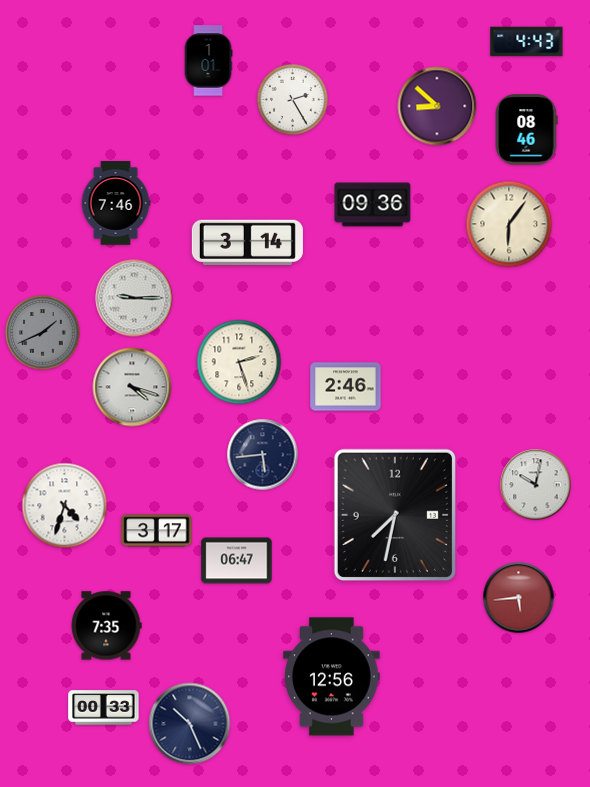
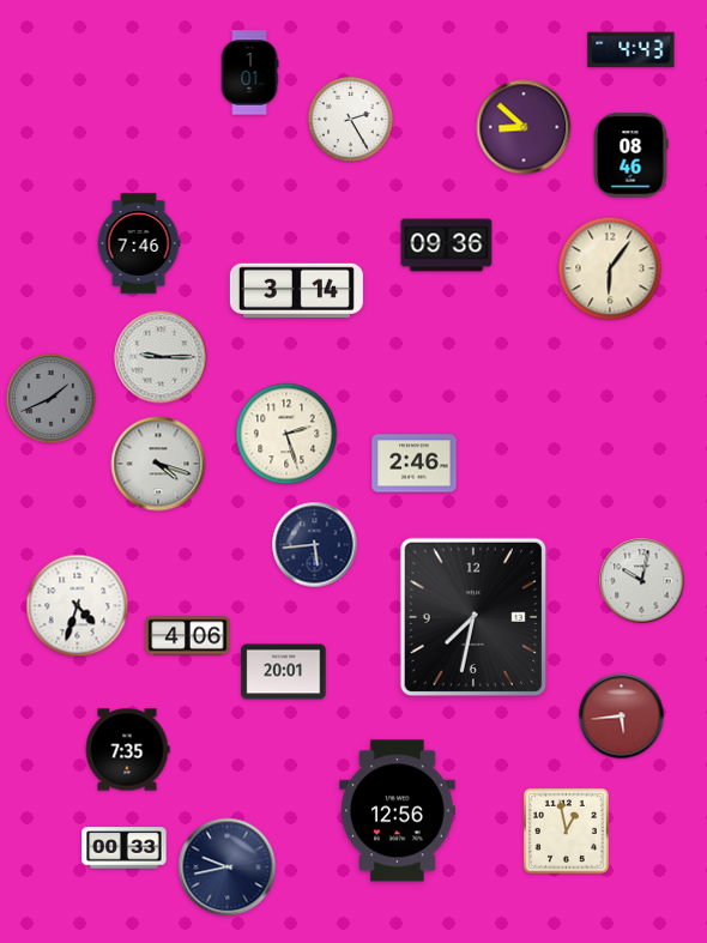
clock at (157, 531): 3:17 -> 4:06
clock at (237, 561): 06:47 -> 20:01
clock at (566, 830): none -> 12:58
clock at (190, 724): 10:26 -> 9:43
